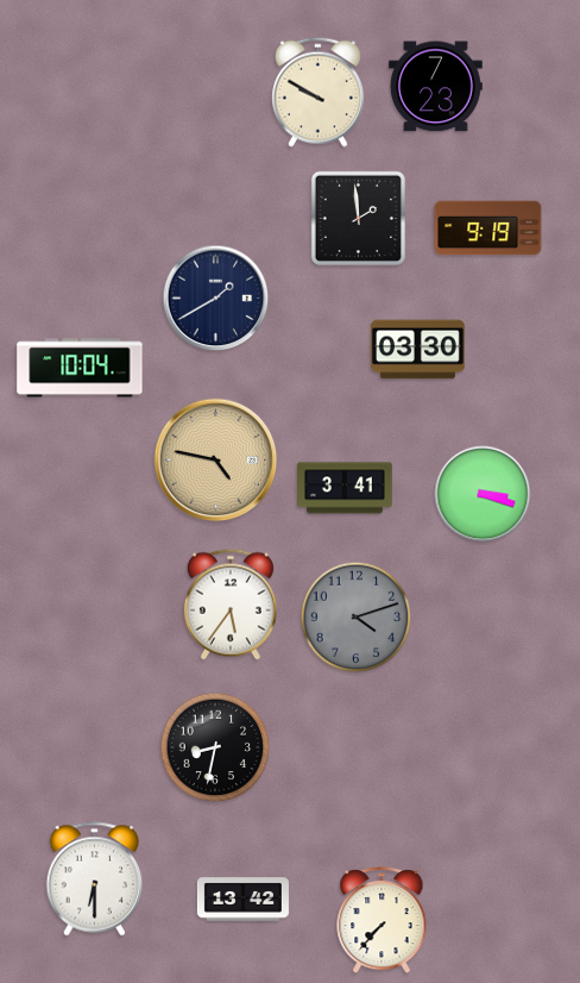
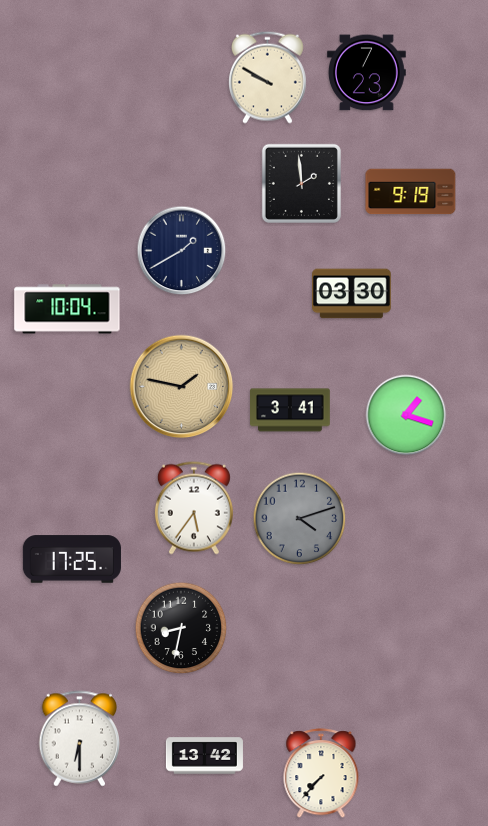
clock at (216, 461): 4:47 -> 1:47
clock at (483, 494): 3:18 -> 1:18
clock at (72, 559): none -> 17:25
